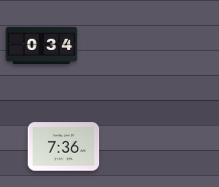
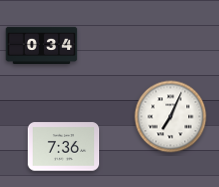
clock at (171, 117): none -> 7:04
